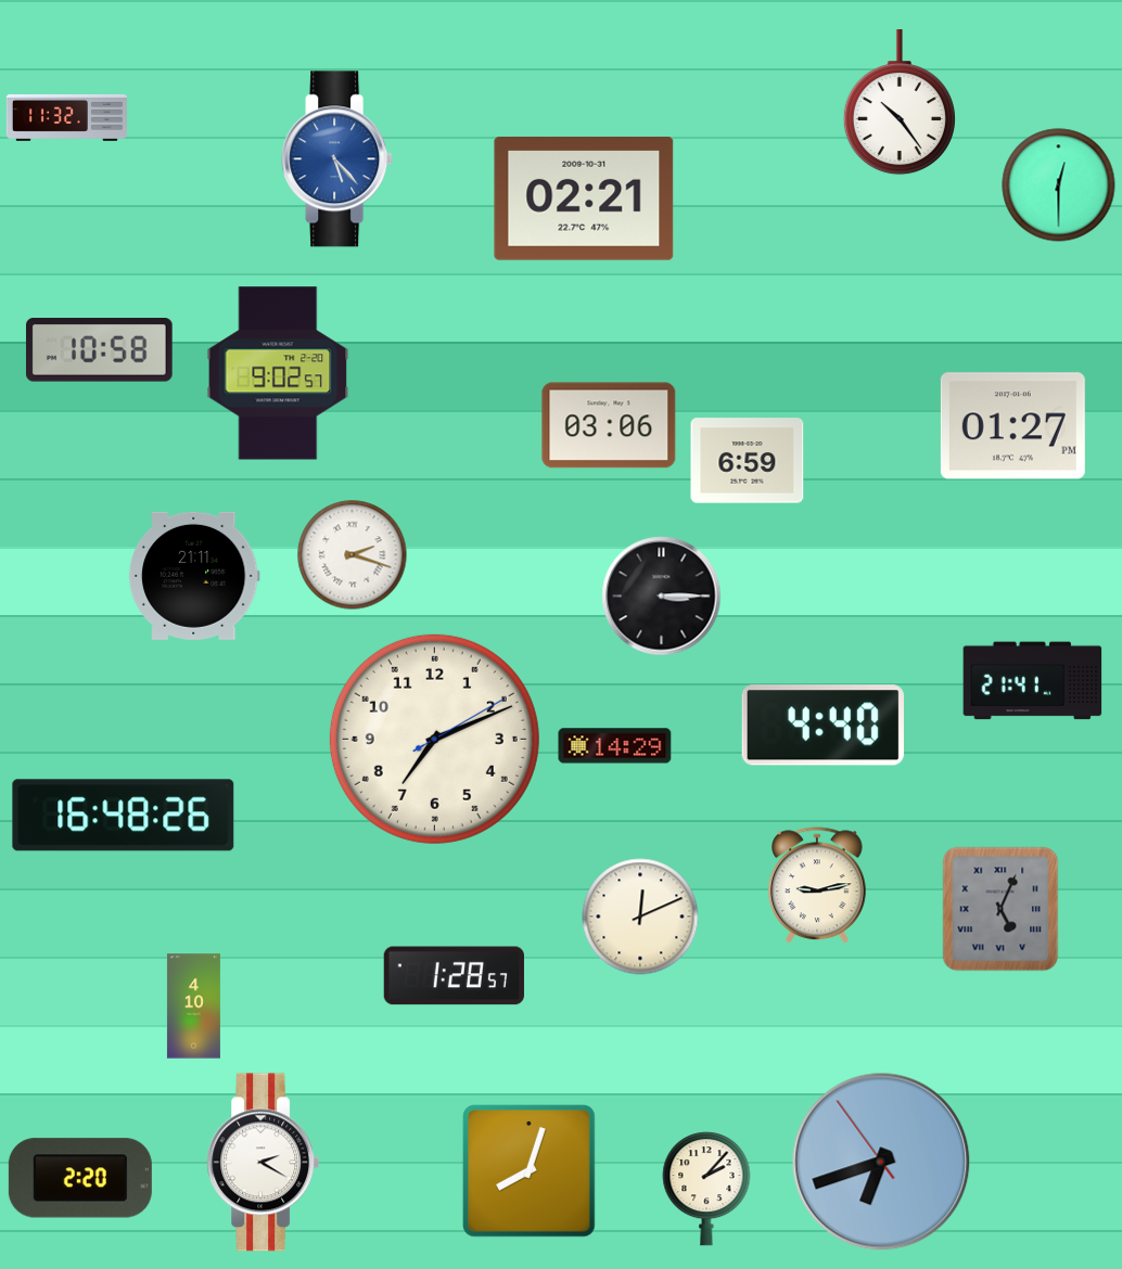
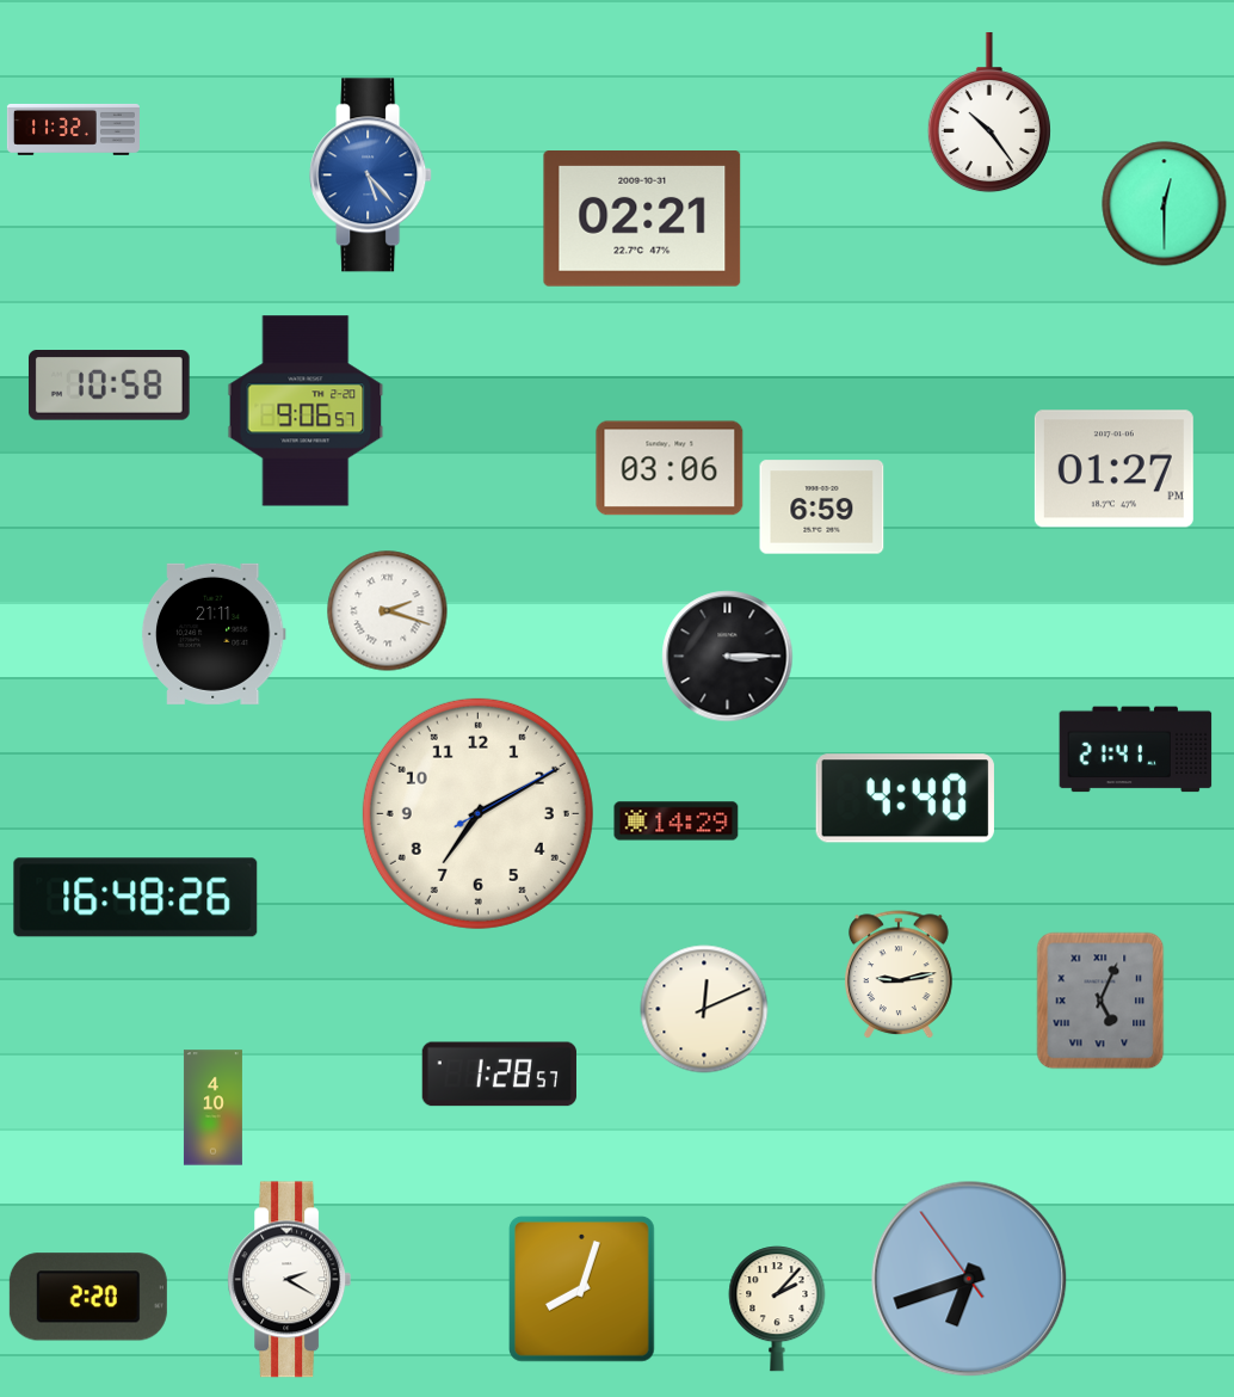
clock at (278, 373): 9:02 -> 9:06
clock at (434, 739): 7:11 -> 7:10
